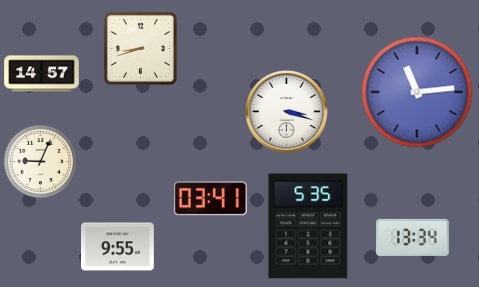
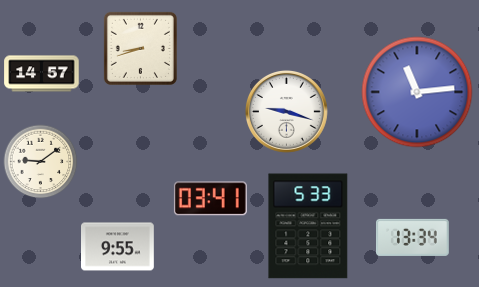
clock at (286, 111): 3:18 -> 9:18
clock at (41, 162): 9:04 -> 9:09
clock at (308, 226): 5:35 -> 5:33
